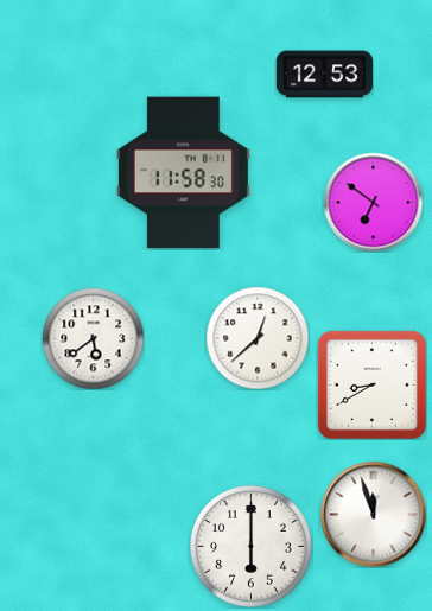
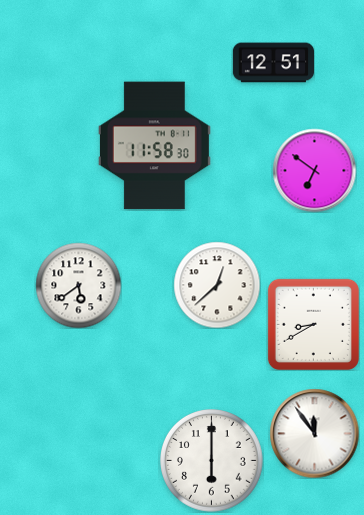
clock at (324, 75): 12:53 -> 12:51
clock at (373, 514): 11:57 -> 11:54
